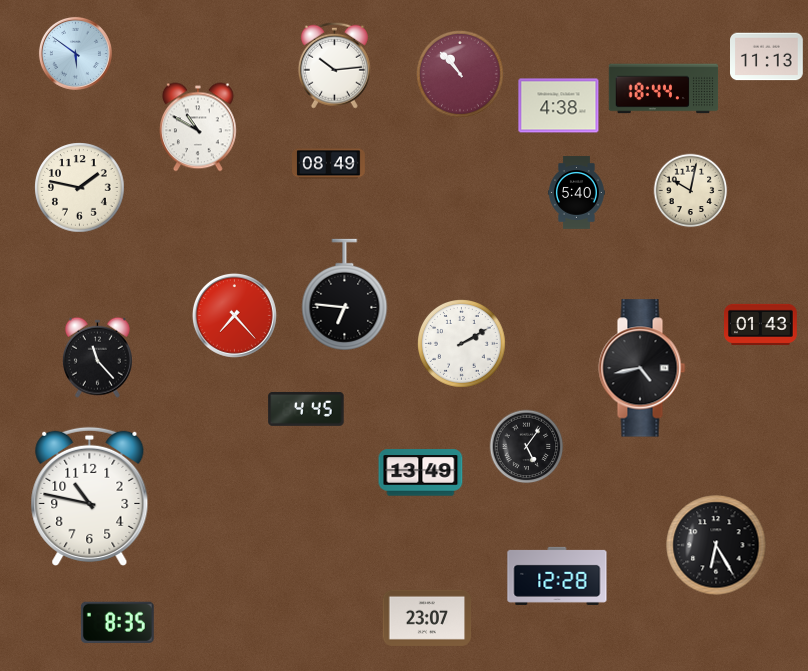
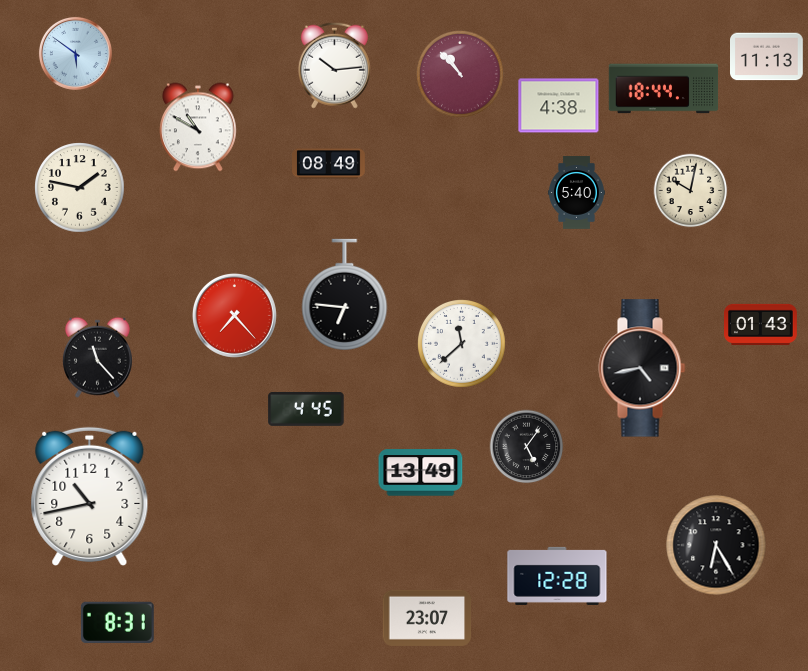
clock at (462, 344): 2:10 -> 11:38
clock at (90, 496): 10:47 -> 10:43
clock at (117, 622): 8:35 -> 8:31
